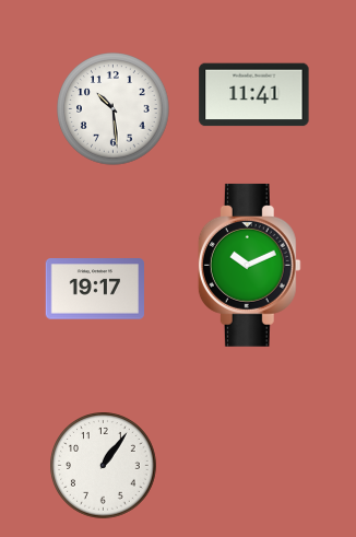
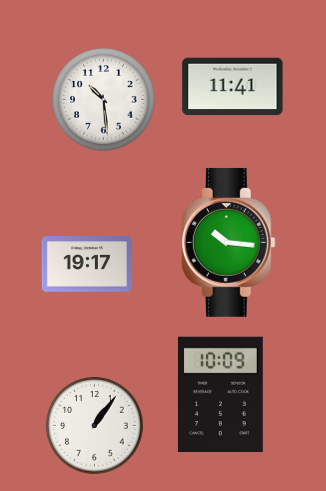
clock at (249, 265): 10:11 -> 10:16
clock at (220, 395): none -> 10:09
